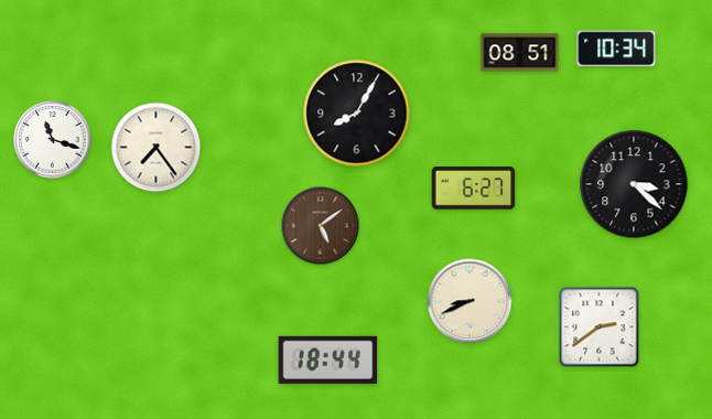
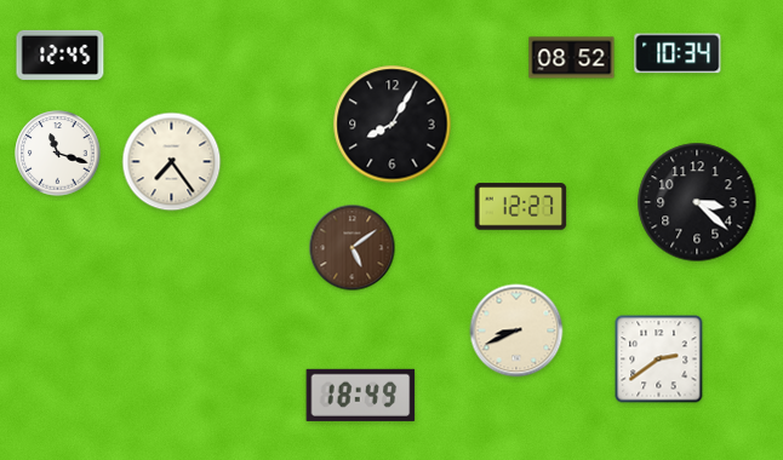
clock at (61, 54): none -> 12:45
clock at (520, 53): 08:51 -> 08:52
clock at (474, 189): 6:27 -> 12:27
clock at (328, 359): 18:44 -> 18:49
